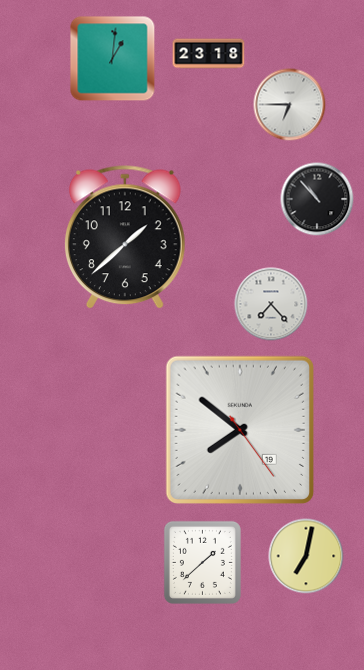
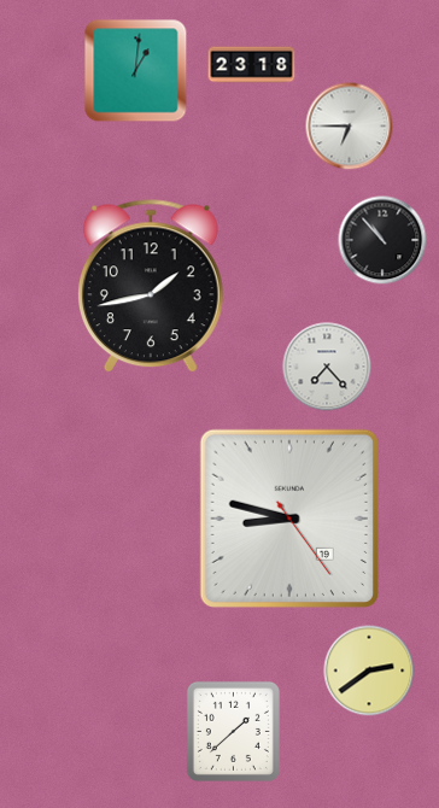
clock at (125, 238): 1:38 -> 1:43
clock at (240, 430): 7:51 -> 8:47
clock at (306, 556): 7:02 -> 2:39
clock at (202, 562) position: (202, 562) -> (233, 731)
